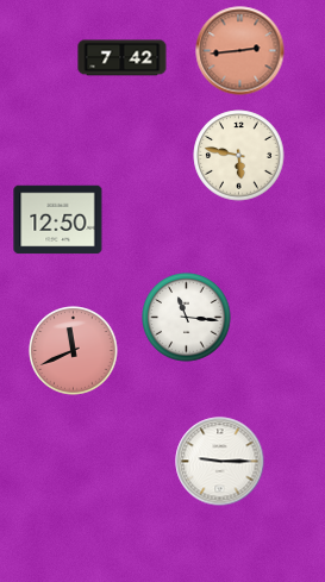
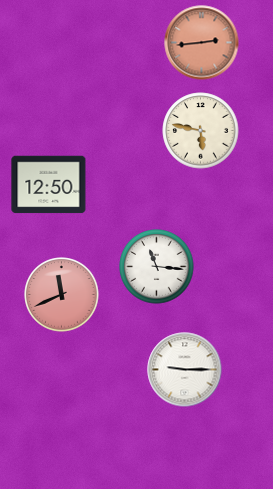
clock at (123, 58): 7:42 -> none
clock at (220, 462) position: (220, 462) -> (185, 370)
